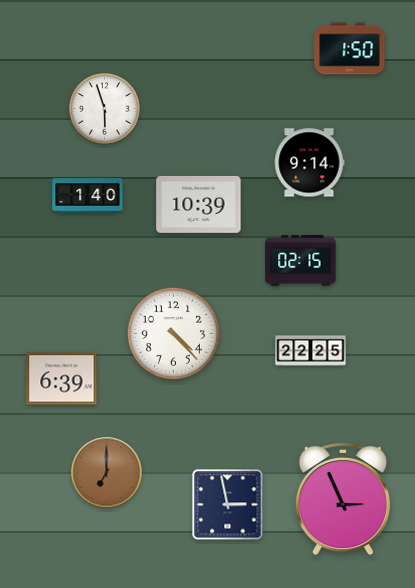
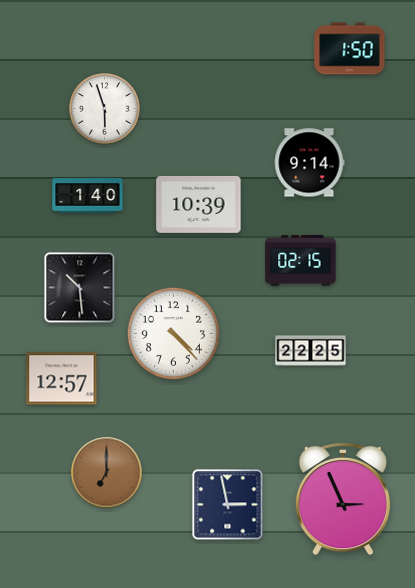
clock at (80, 288): none -> 10:29
clock at (62, 379): 6:39 -> 12:57
